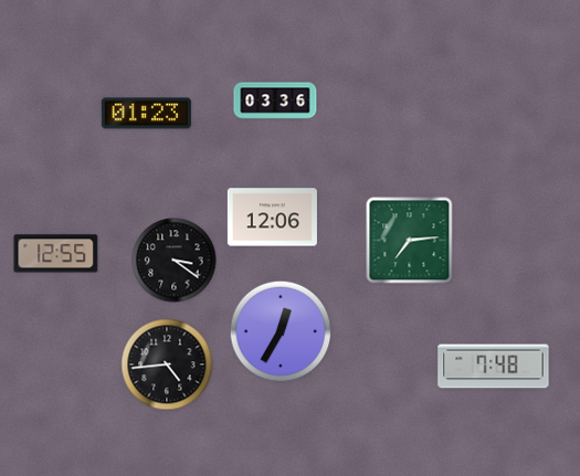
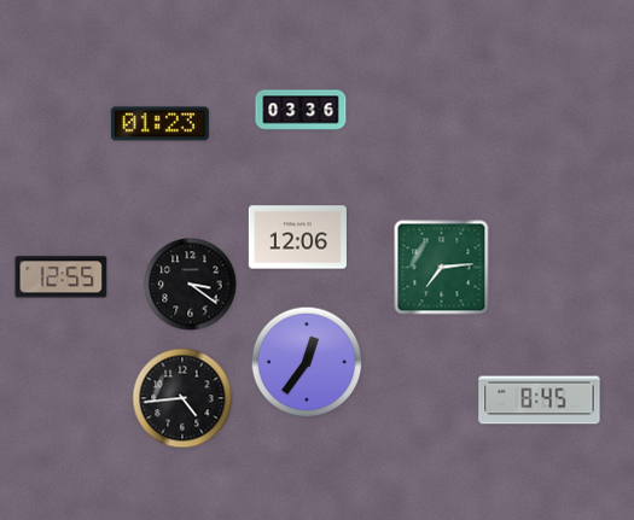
clock at (410, 241) position: (410, 241) -> (442, 268)
clock at (281, 331): 12:35 -> 12:36
clock at (494, 367): 7:48 -> 8:45
